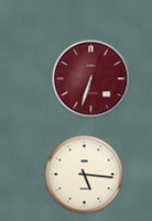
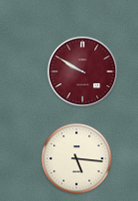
clock at (91, 79): 6:33 -> 9:50
